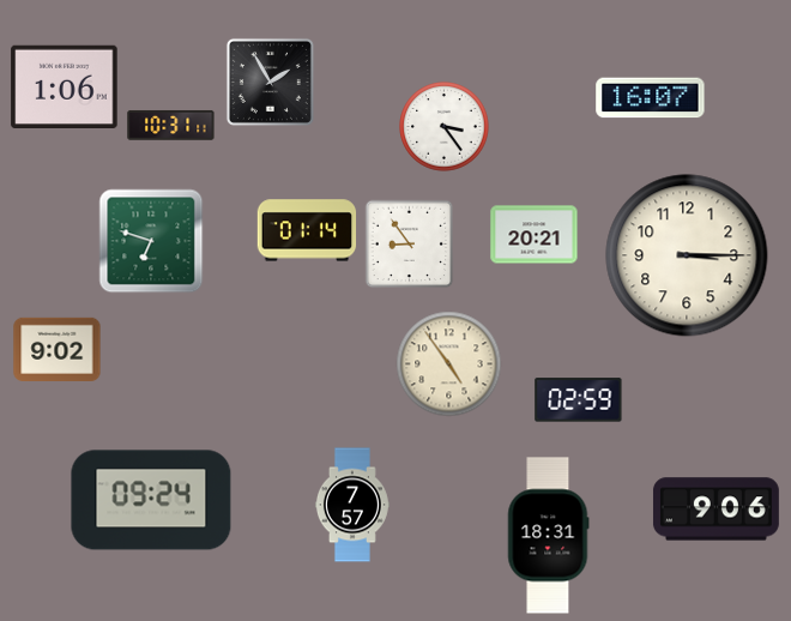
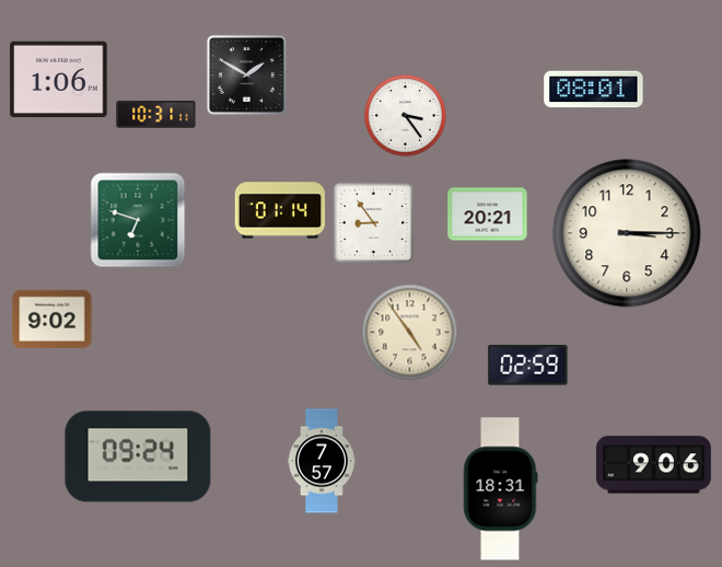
clock at (270, 82): 1:55 -> 1:50
clock at (651, 98): 16:07 -> 08:01
